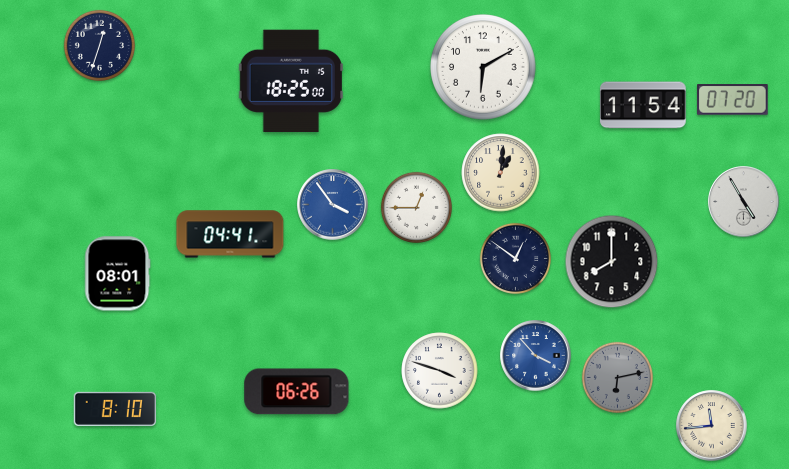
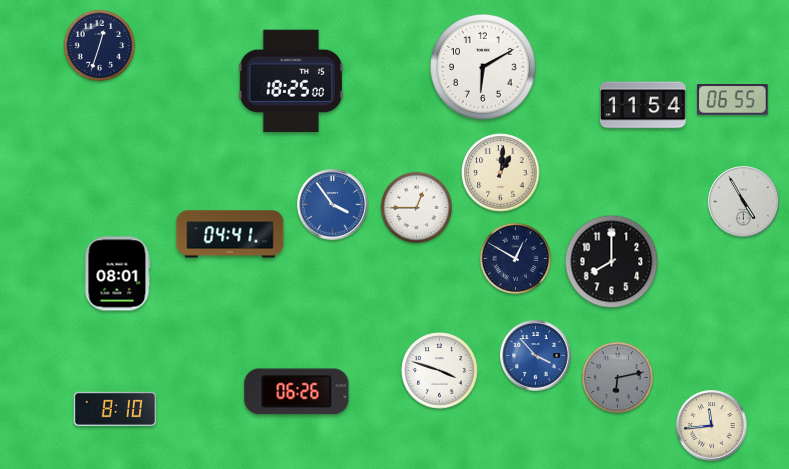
clock at (733, 100): 07:20 -> 06:55
clock at (515, 258): 12:51 -> 12:50
